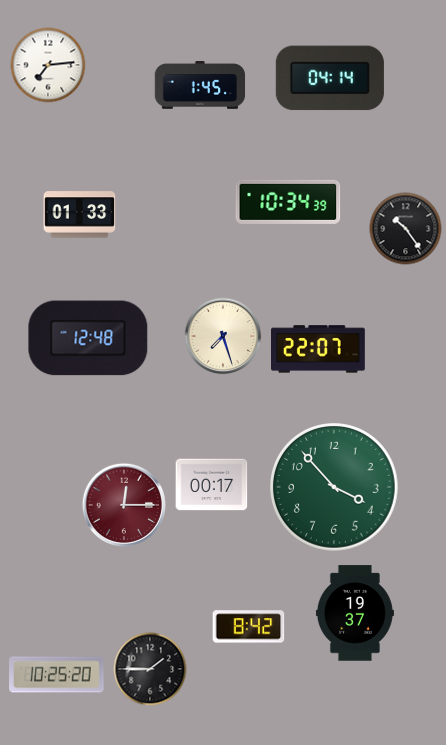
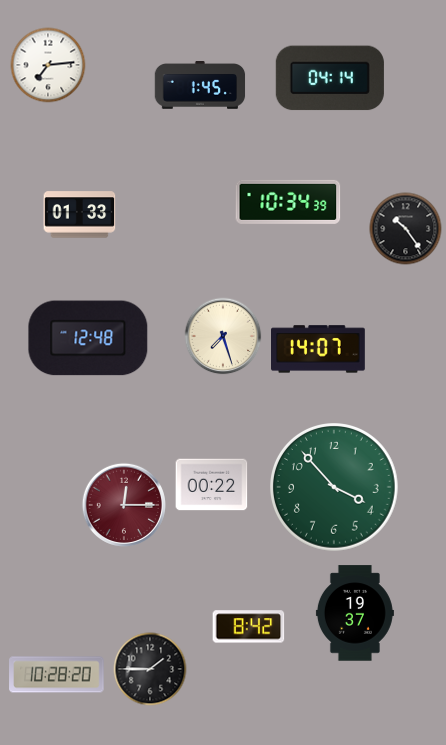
clock at (319, 349): 22:07 -> 14:07
clock at (212, 485): 00:17 -> 00:22
clock at (57, 675): 10:25 -> 10:28
